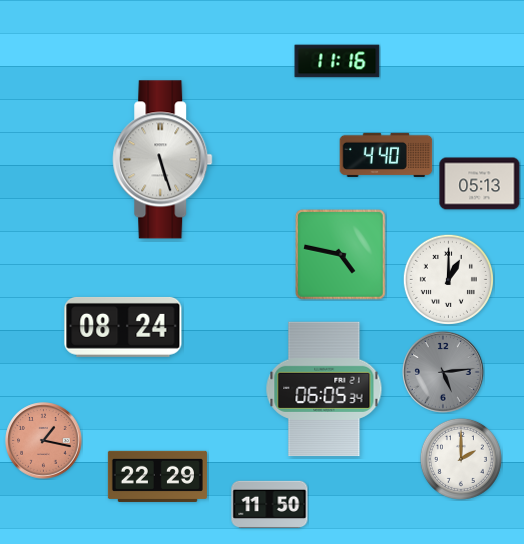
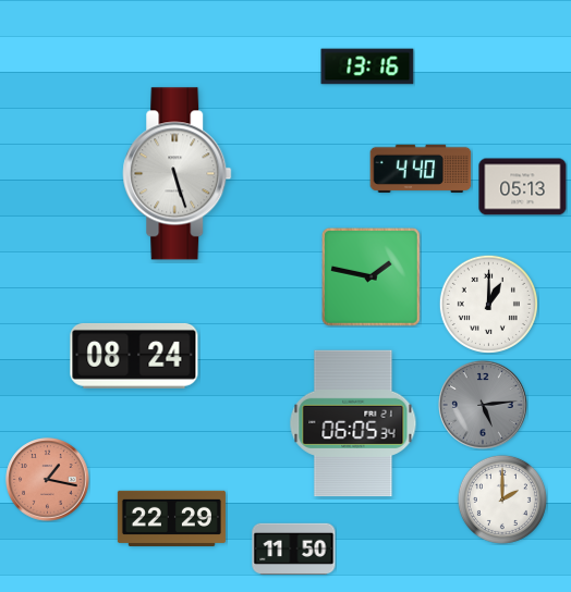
clock at (337, 61): 11:16 -> 13:16
clock at (480, 184) position: (480, 184) -> (523, 187)
clock at (341, 255): 4:47 -> 1:47
